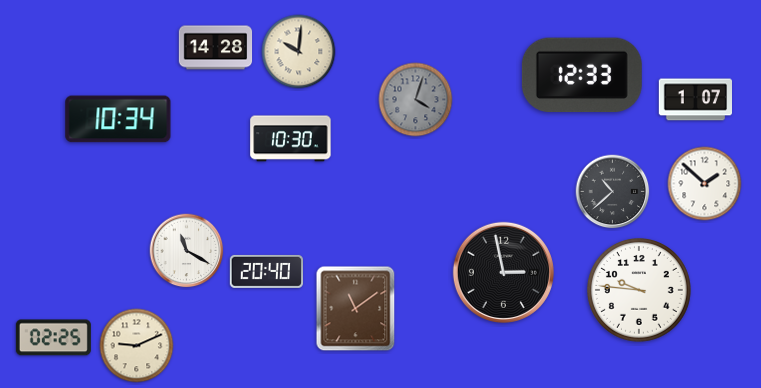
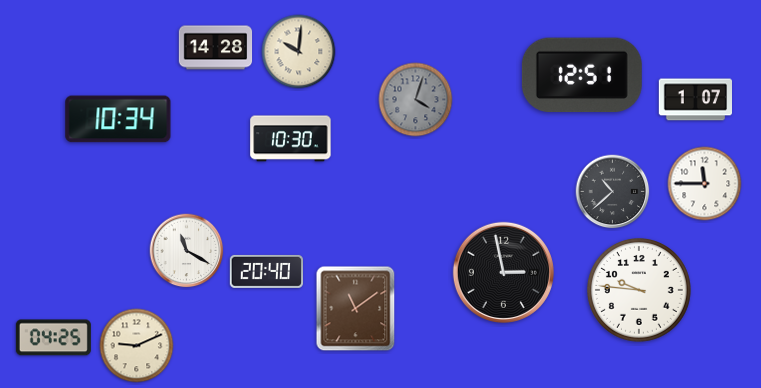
clock at (582, 75): 12:33 -> 12:51
clock at (705, 184): 1:52 -> 11:45
clock at (53, 338): 02:25 -> 04:25
